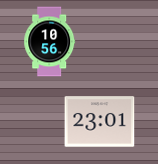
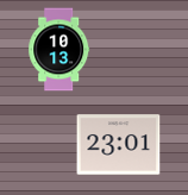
clock at (50, 42): 10:56 -> 10:13
